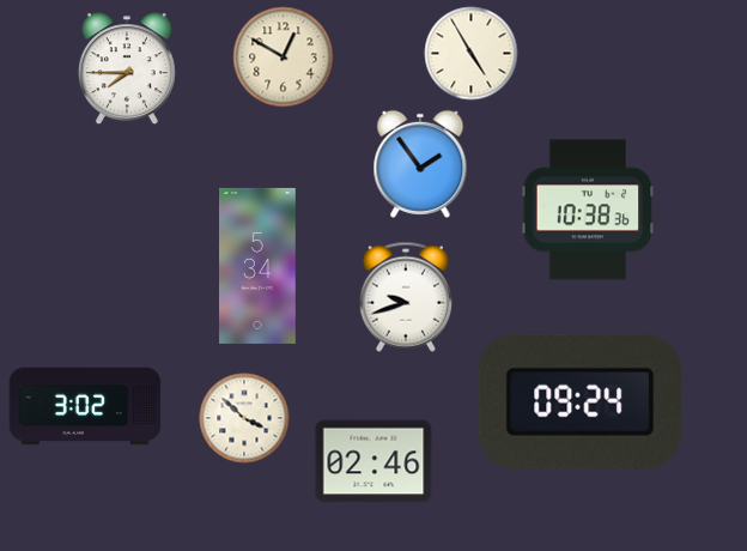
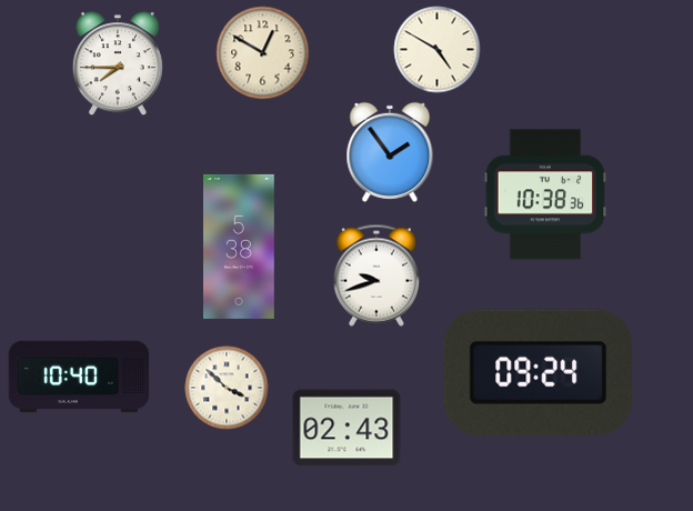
clock at (472, 54): 4:55 -> 4:50
clock at (259, 266): 5:34 -> 5:38
clock at (85, 406): 3:02 -> 10:40
clock at (373, 461): 02:46 -> 02:43
